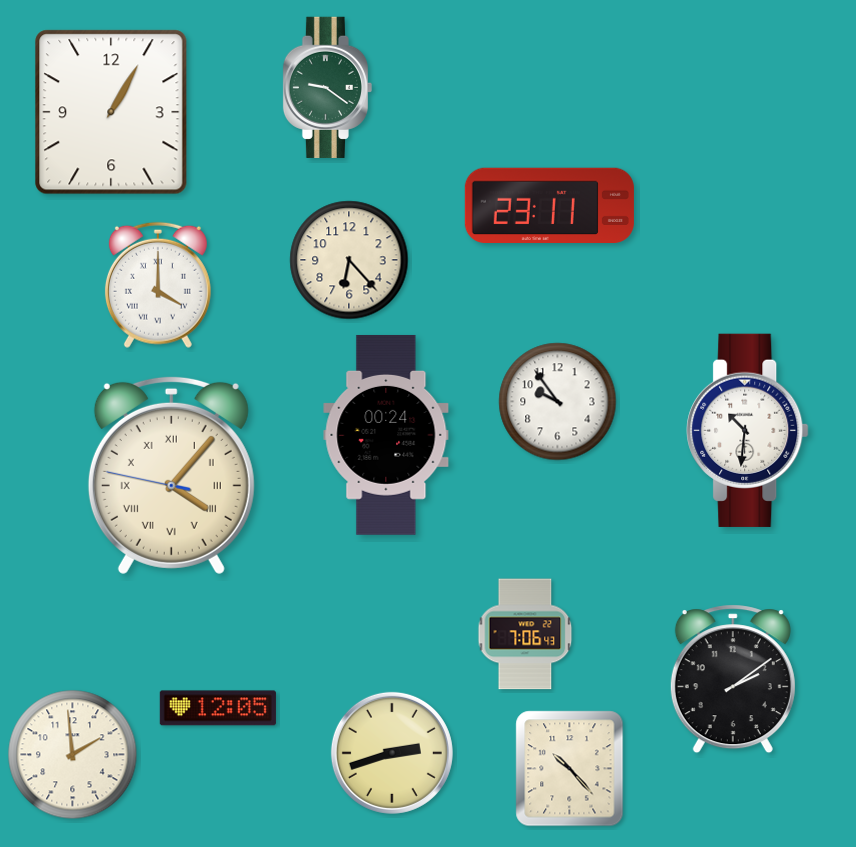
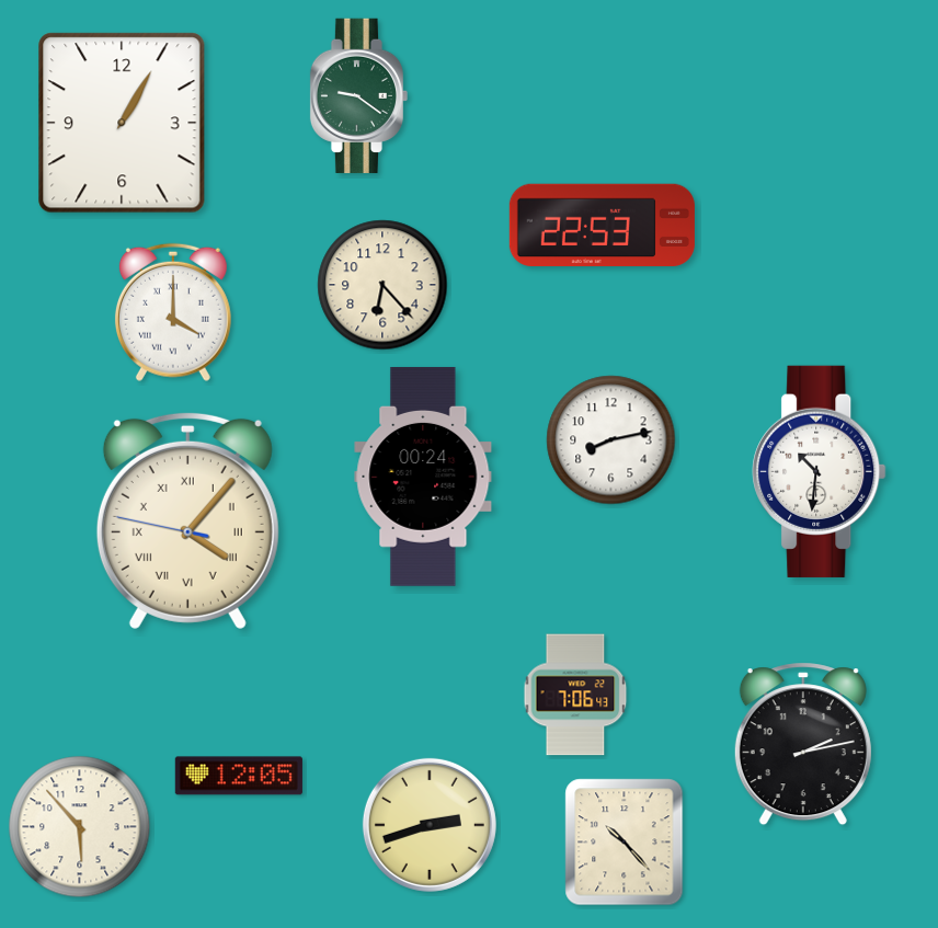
clock at (549, 205): 23:11 -> 22:53
clock at (558, 402): 9:54 -> 8:13
clock at (733, 679): 2:09 -> 2:13
clock at (73, 755): 1:59 -> 5:53
